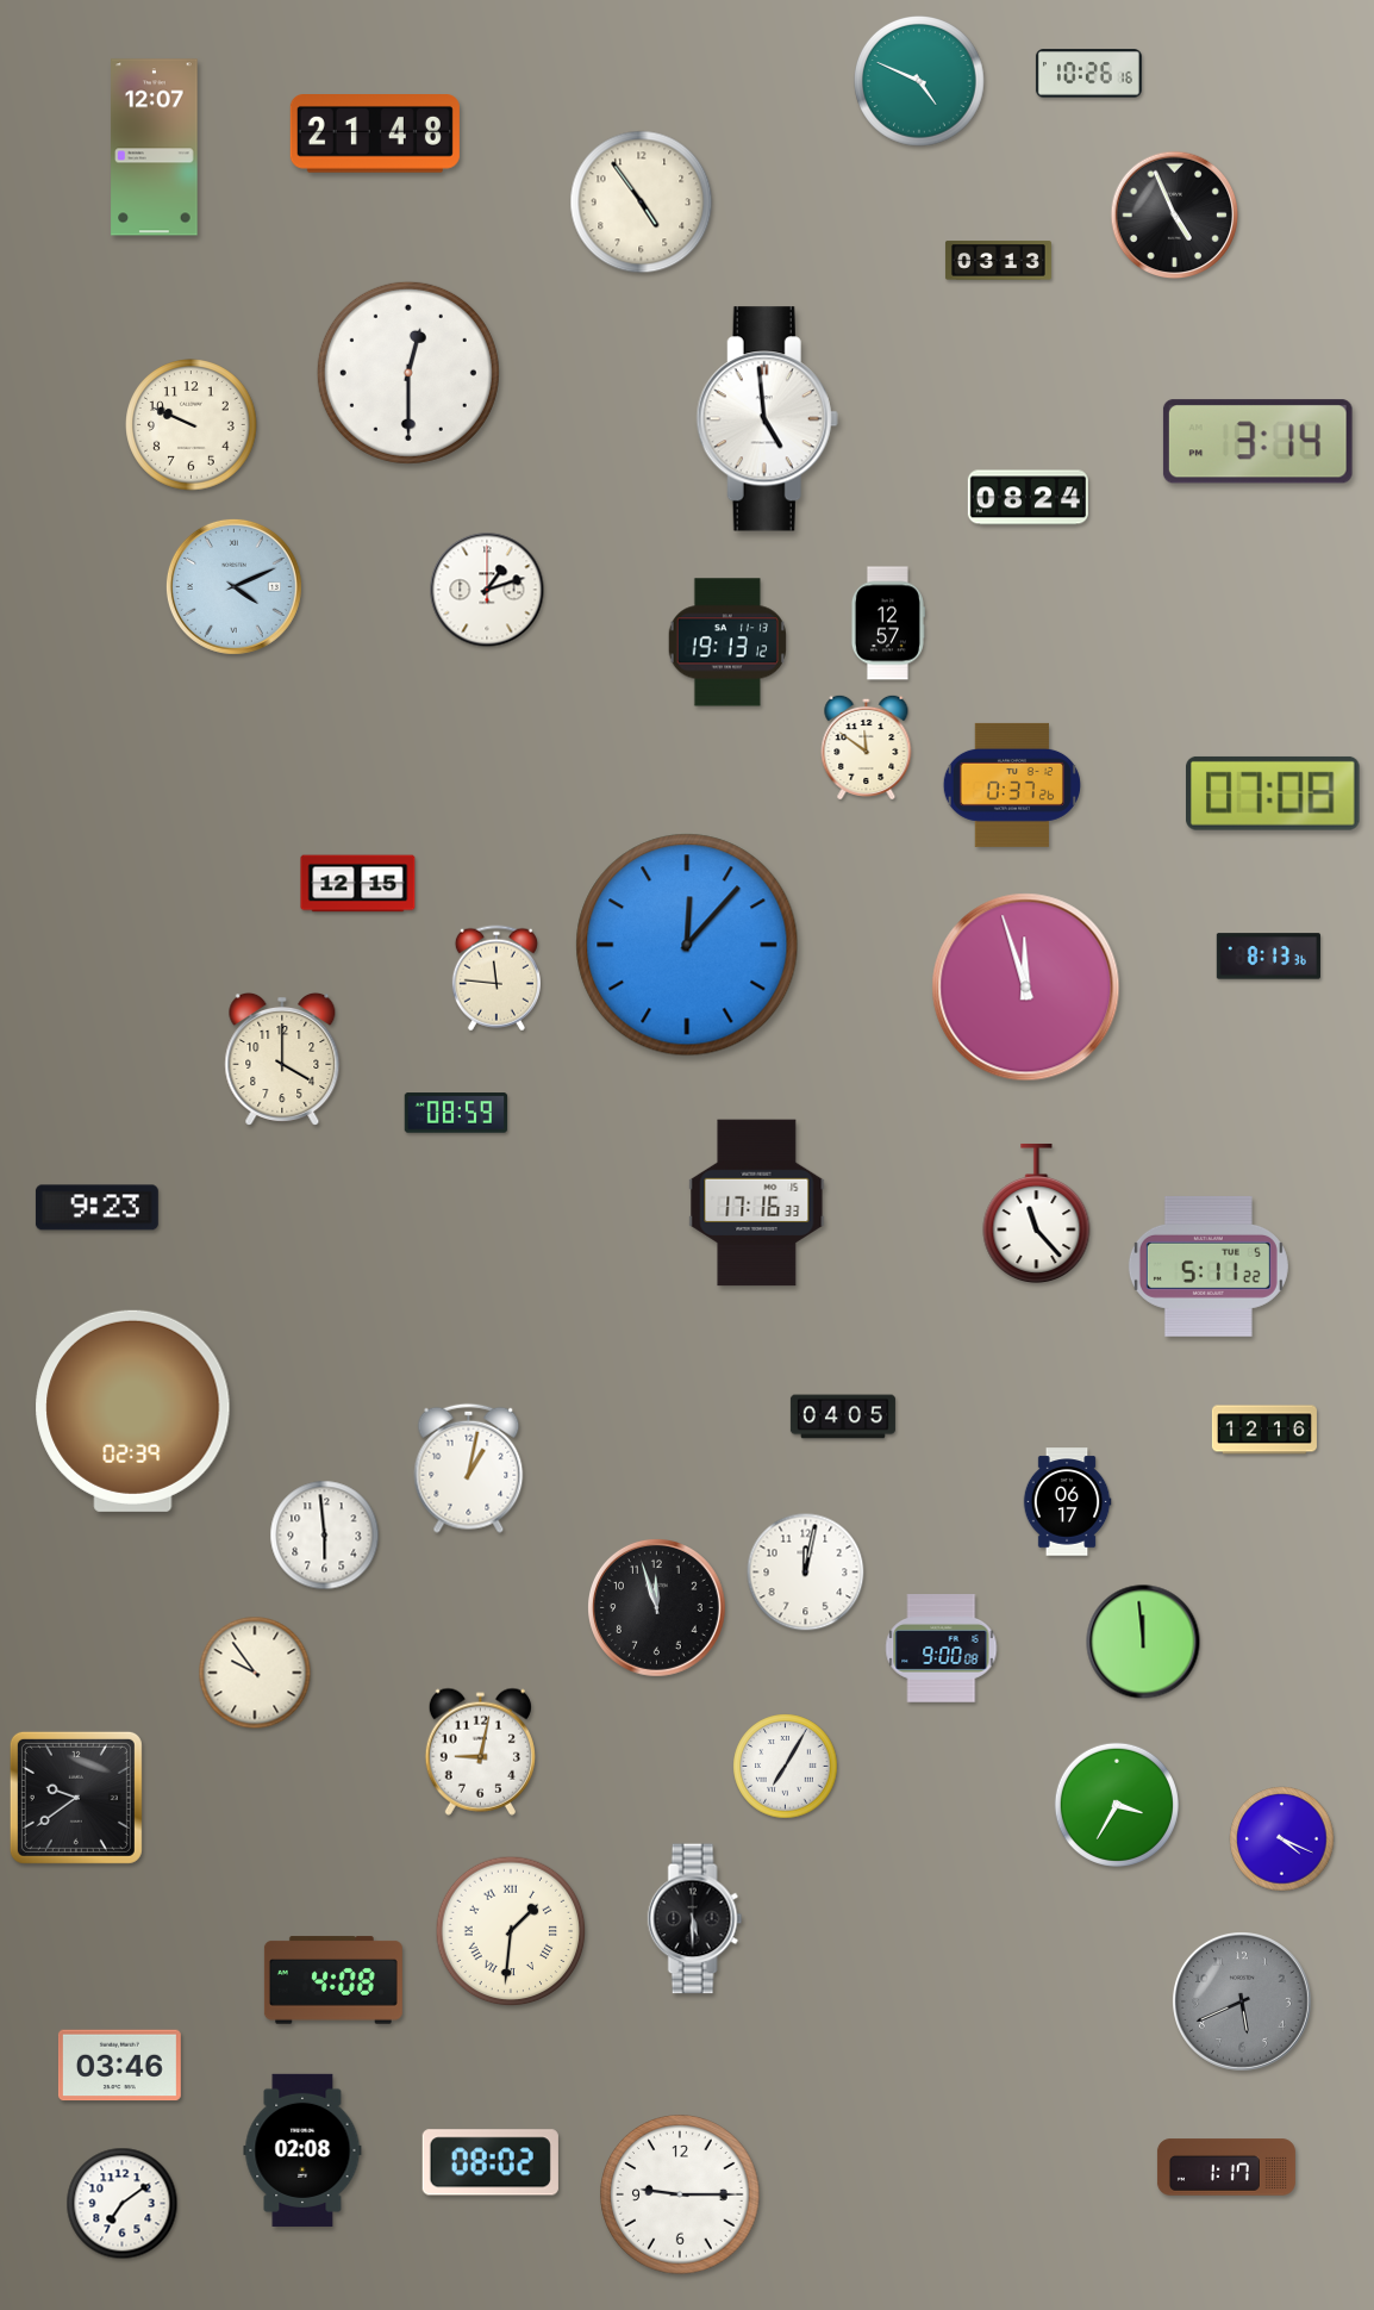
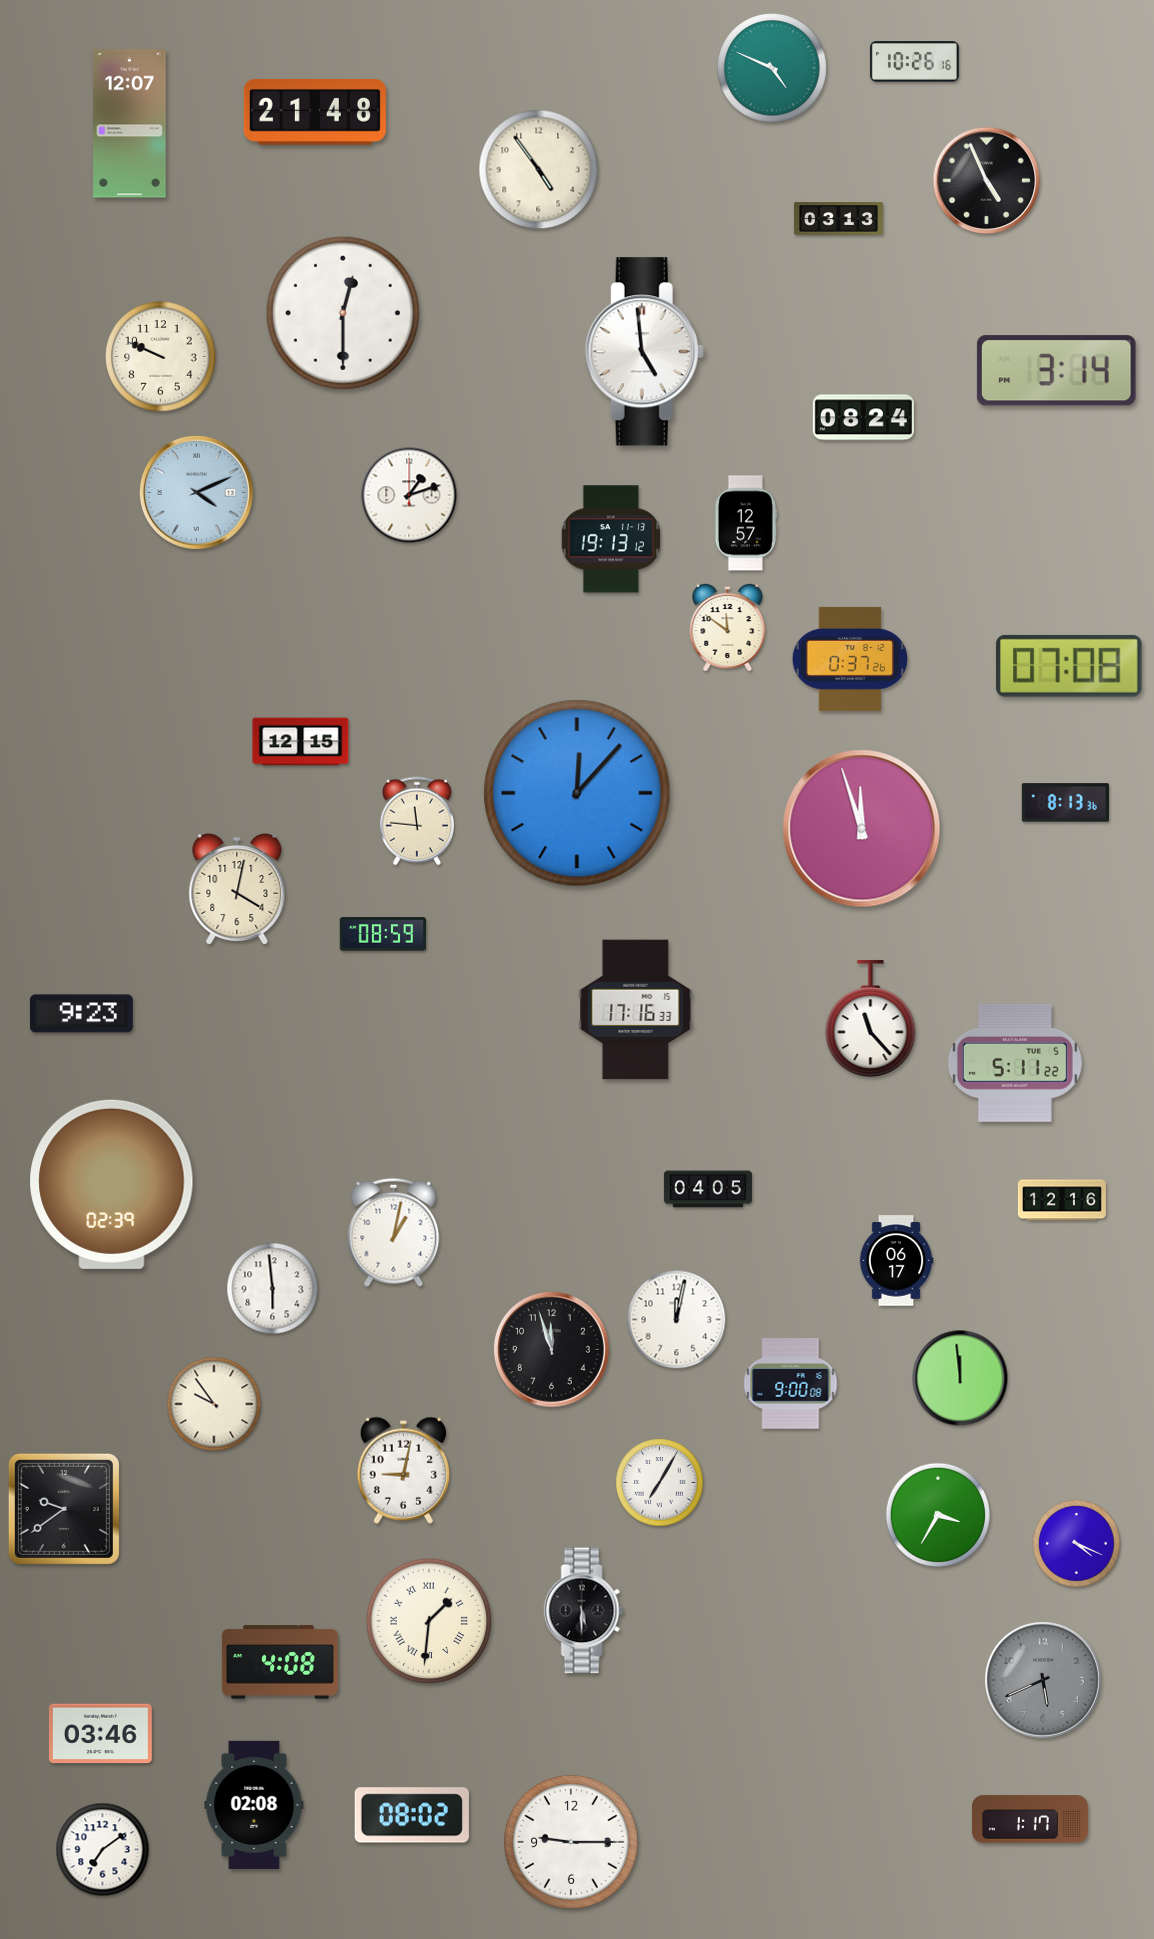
clock at (282, 1059): 4:00 -> 4:02
